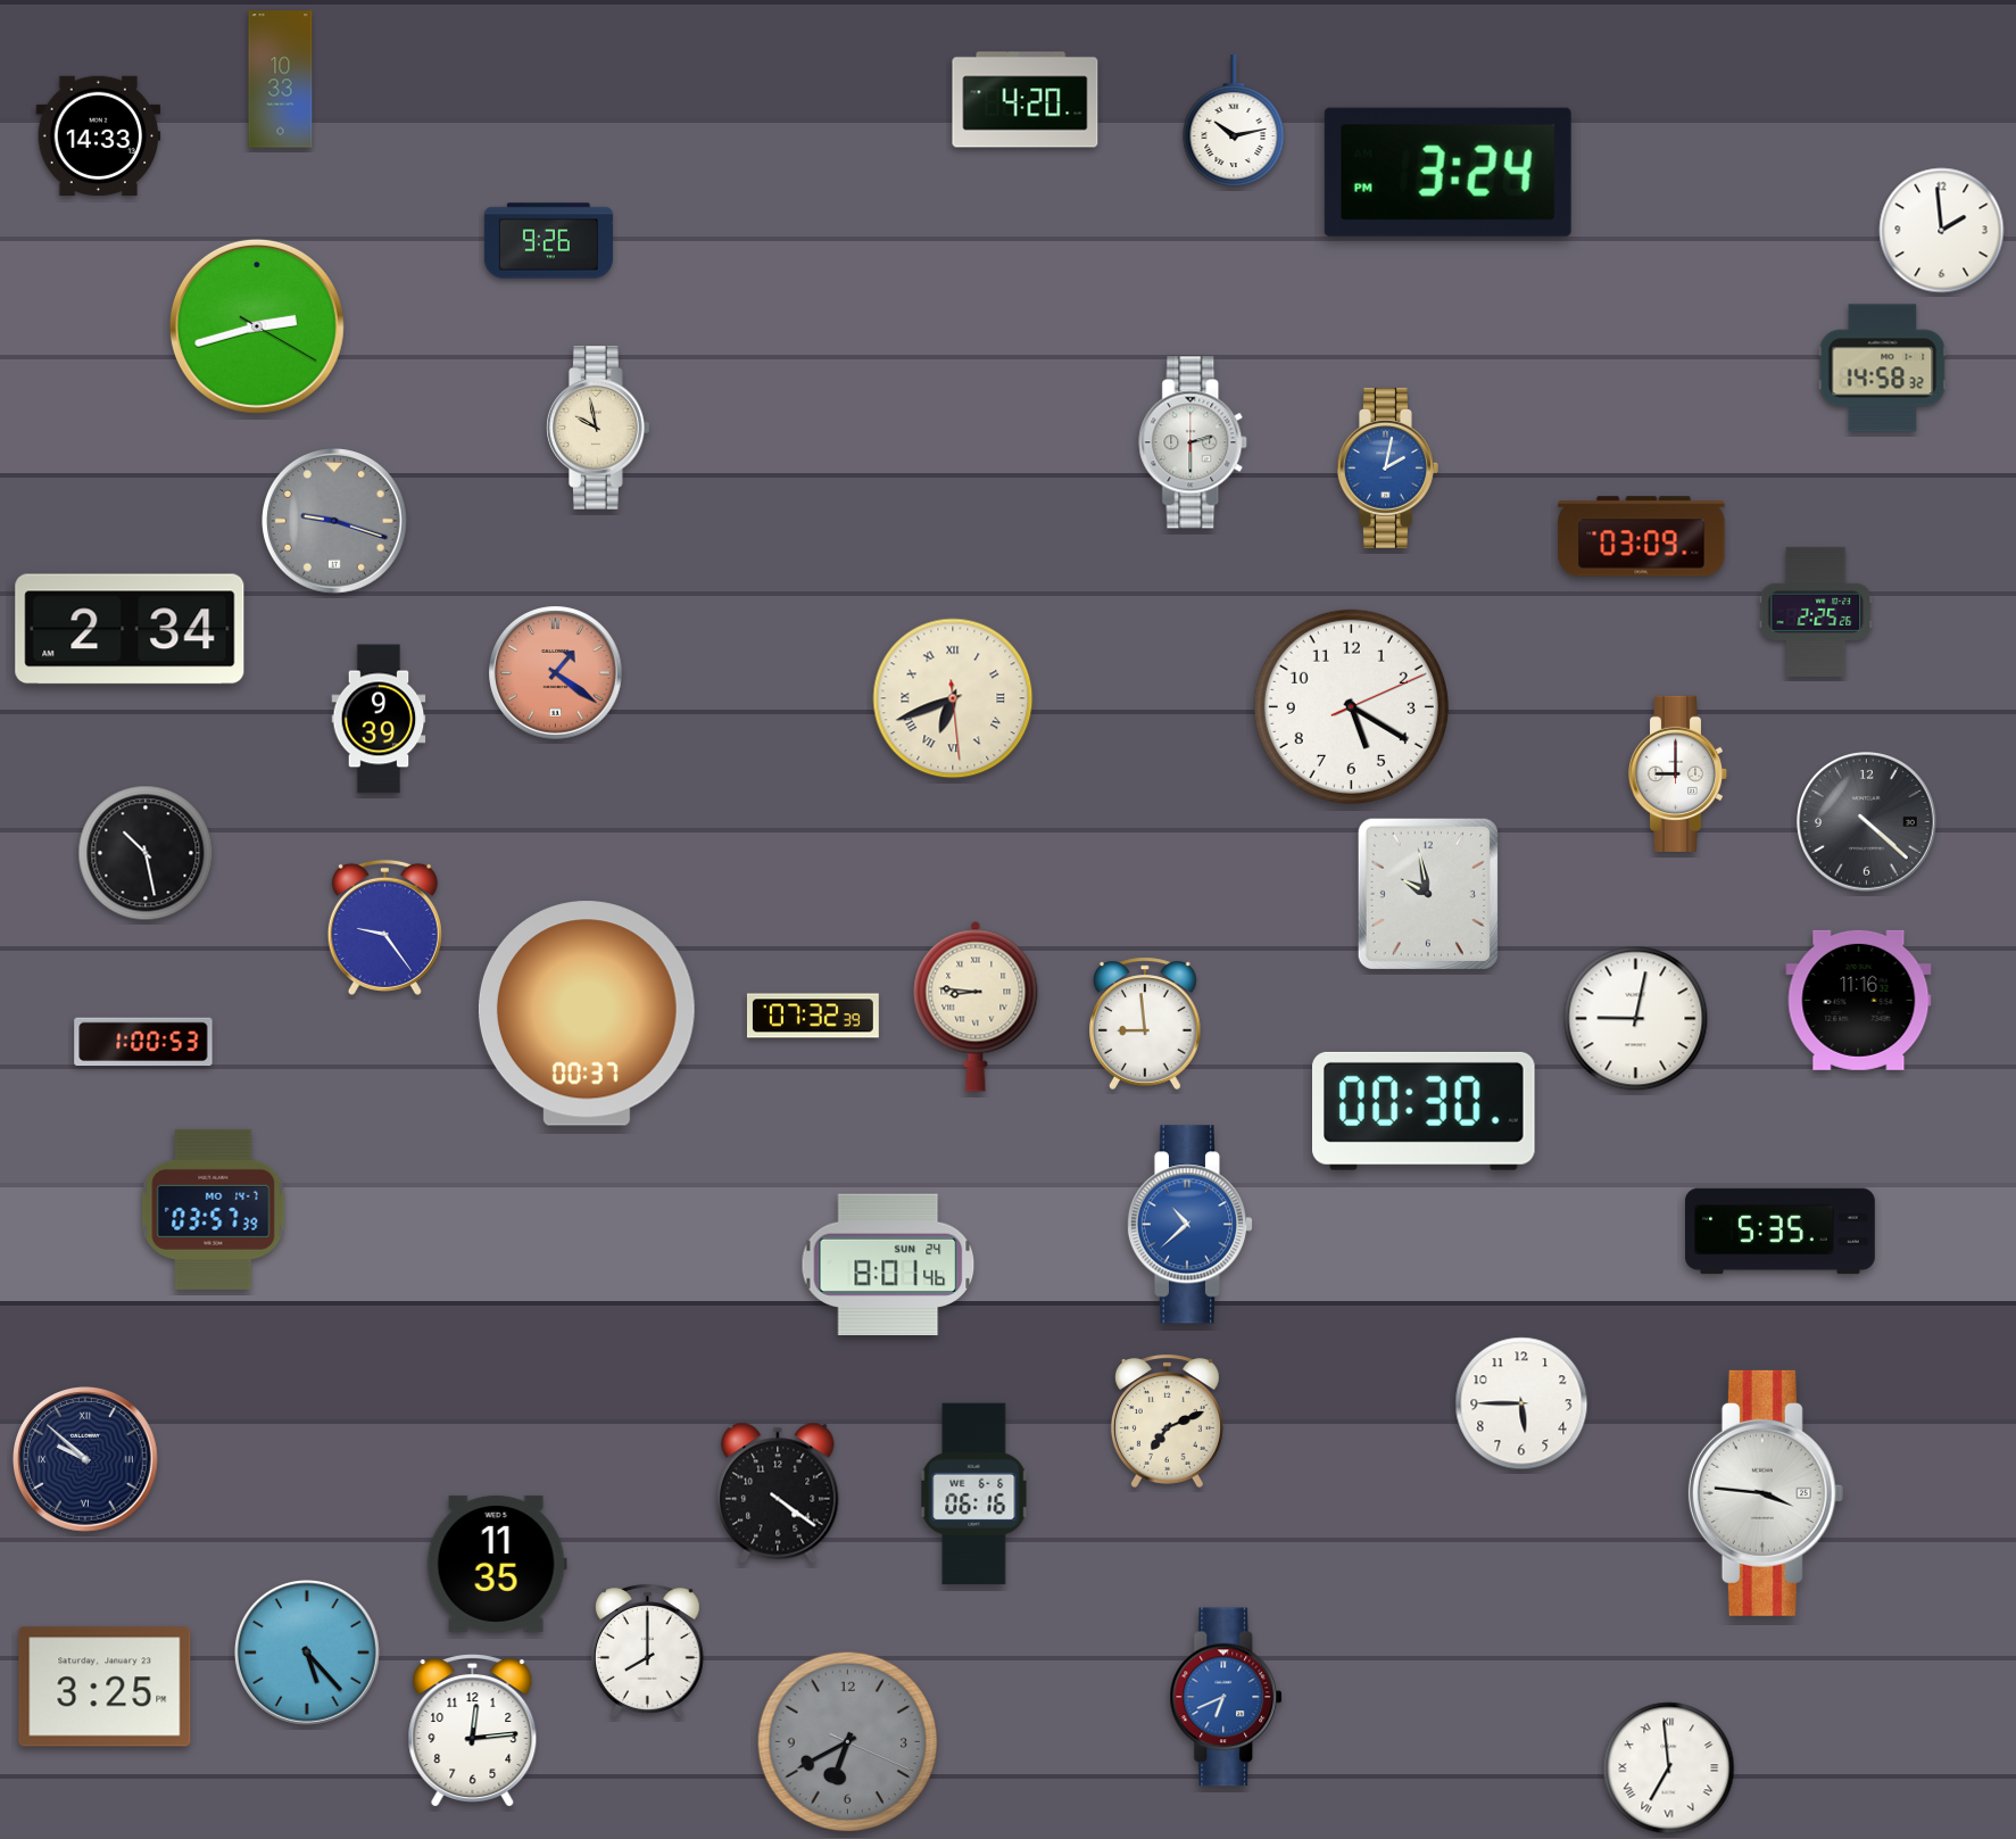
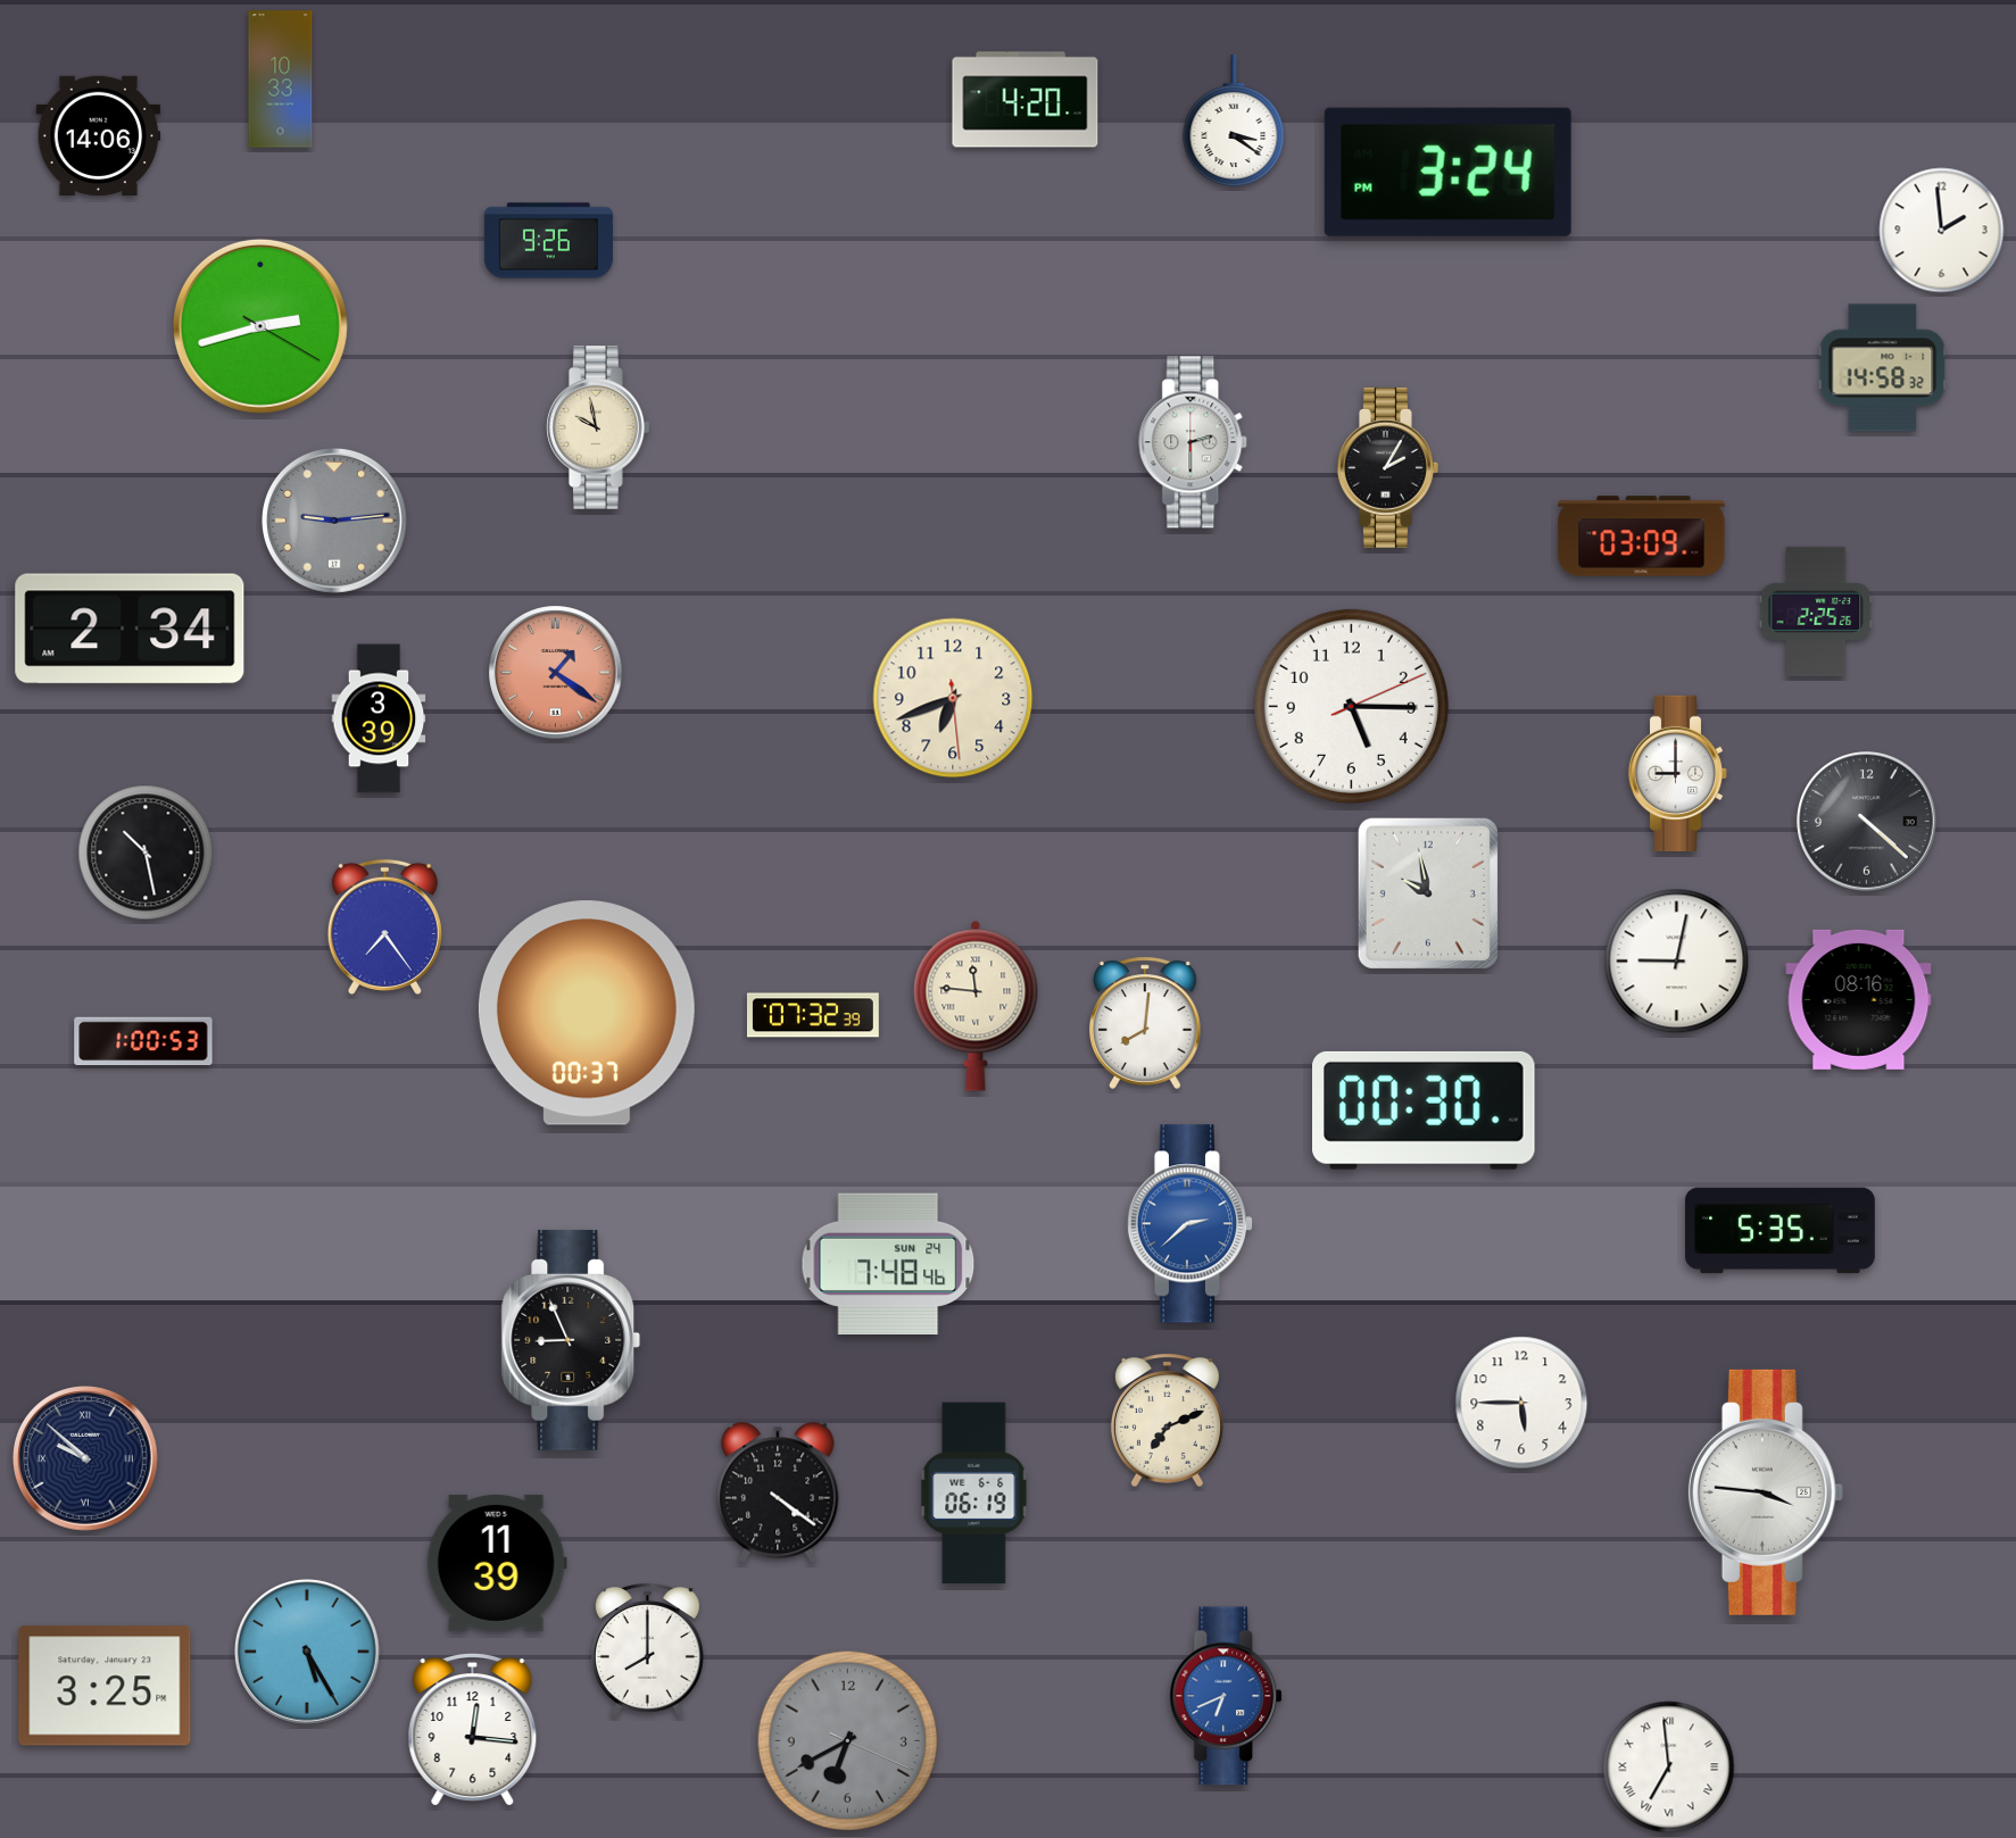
clock at (1234, 119): 10:13 -> 3:21
clock at (99, 135): 14:33 -> 14:06
clock at (257, 326) position: (257, 326) -> (260, 326)
clock at (1387, 467): 2:02 -> 2:05
clock at (1387, 467) dial: blue -> black
clock at (335, 522): 9:18 -> 9:14
clock at (953, 698) numerals: Roman -> Arabic
clock at (1351, 706): 5:20 -> 5:15
clock at (379, 719): 9:39 -> 3:39
clock at (384, 927): 9:24 -> 7:24
clock at (1859, 1000): 11:16 -> 08:16
clock at (976, 1007): 8:46 -> 11:46
clock at (1636, 1019) position: (1636, 1019) -> (1677, 962)
clock at (1146, 1024): 8:59 -> 8:01
clock at (214, 1209): 03:57 -> none
clock at (1190, 1225): 10:38 -> 2:38
clock at (888, 1265): 8:01 -> 7:48
clock at (571, 1340): none -> 8:56
clock at (974, 1494): 06:16 -> 06:19
clock at (497, 1564): 11:35 -> 11:39
clock at (308, 1654): 5:23 -> 5:25
clock at (473, 1730): 12:14 -> 12:16
